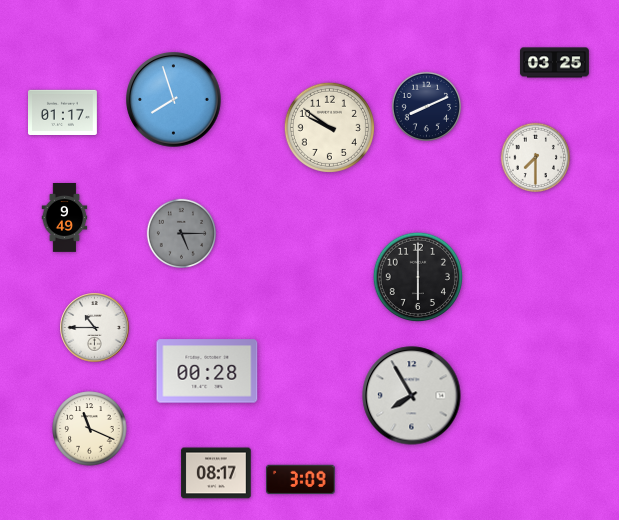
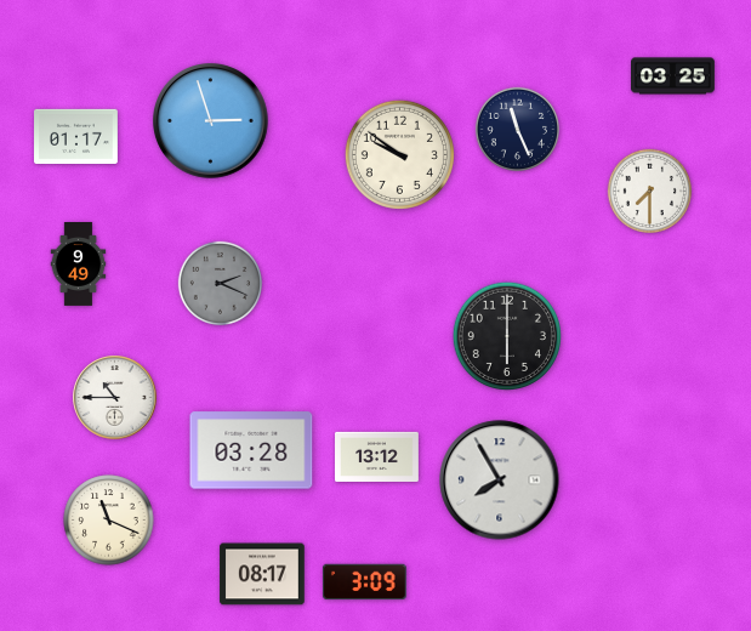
clock at (174, 100): 7:57 -> 2:57
clock at (426, 106): 8:11 -> 11:26
clock at (181, 233): 5:15 -> 2:19
clock at (207, 371): 00:28 -> 03:28
clock at (377, 456): none -> 13:12
